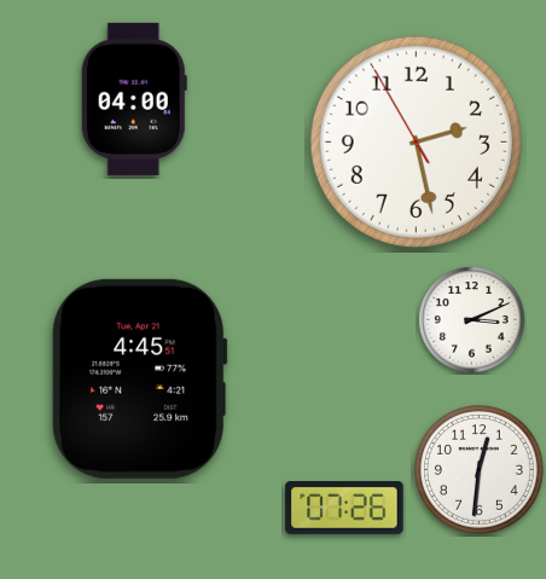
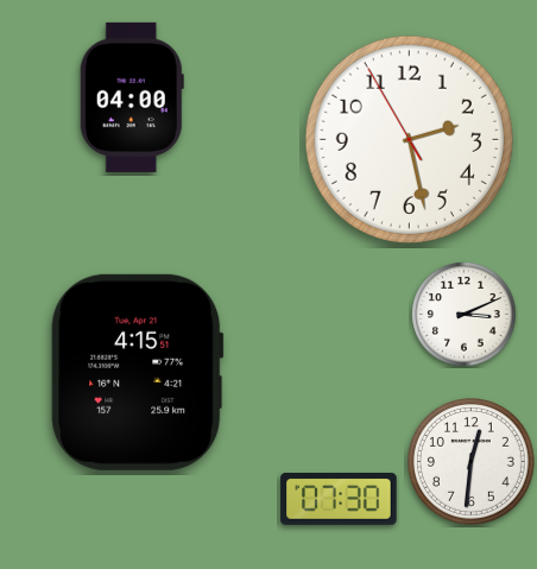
clock at (140, 378): 4:45 -> 4:15
clock at (344, 509): 07:26 -> 07:30
